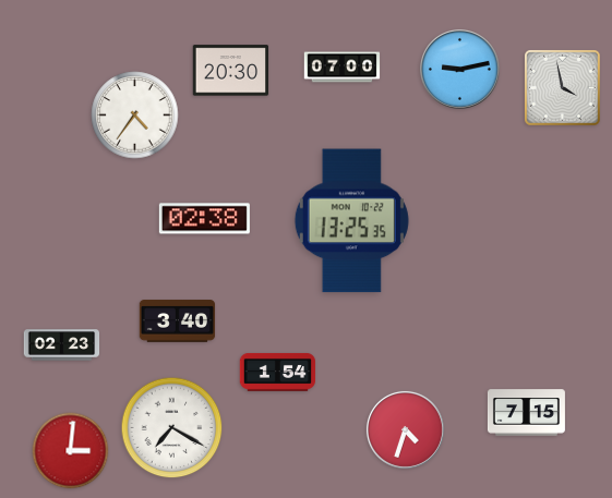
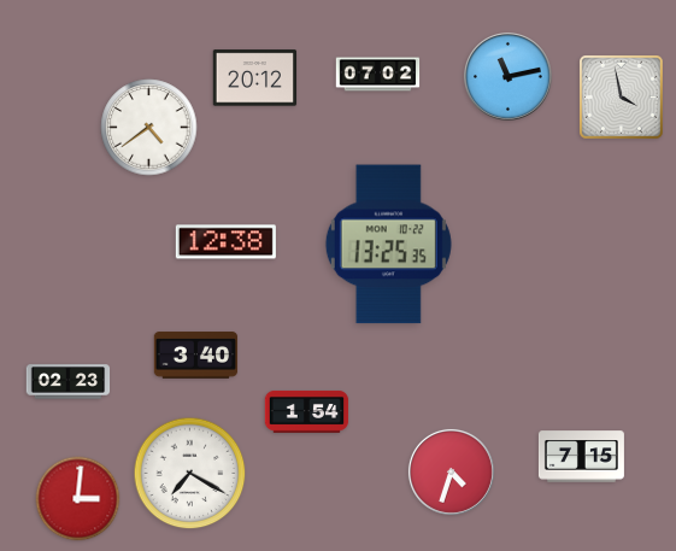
clock at (343, 68): 07:00 -> 07:02
clock at (460, 70): 9:13 -> 11:13
clock at (231, 71): 20:30 -> 20:12
clock at (135, 116): 4:36 -> 4:39
clock at (204, 219): 02:38 -> 12:38
clock at (405, 429) position: (405, 429) -> (451, 471)
